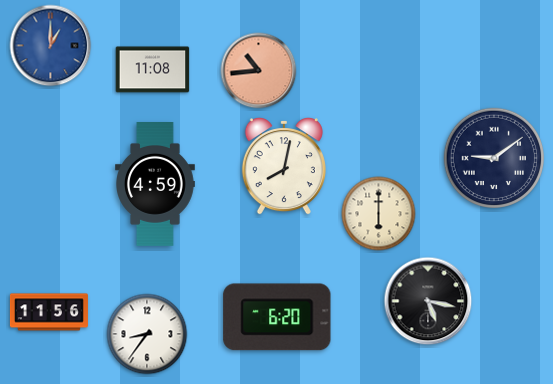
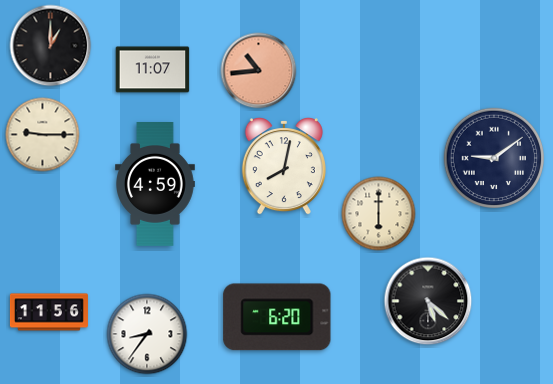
clock at (51, 46) dial: blue -> black
clock at (153, 70): 11:08 -> 11:07
clock at (43, 135): none -> 9:15
clock at (428, 301): 5:17 -> 5:22
